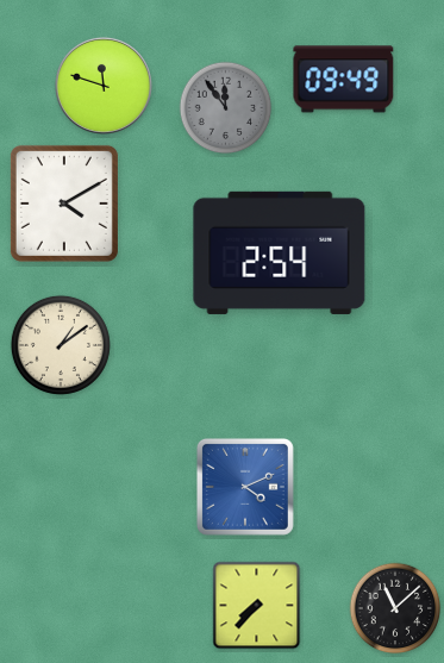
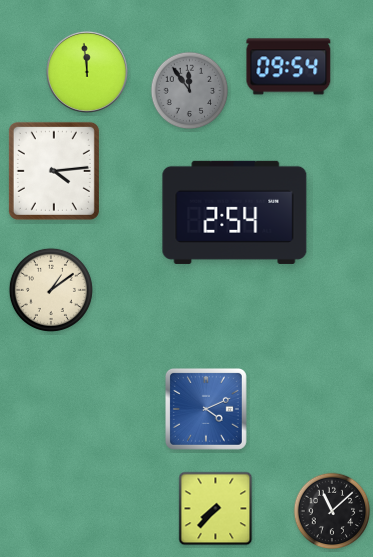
clock at (344, 80): 09:49 -> 09:54
clock at (104, 86): 11:48 -> 11:59
clock at (64, 204): 4:10 -> 4:14
